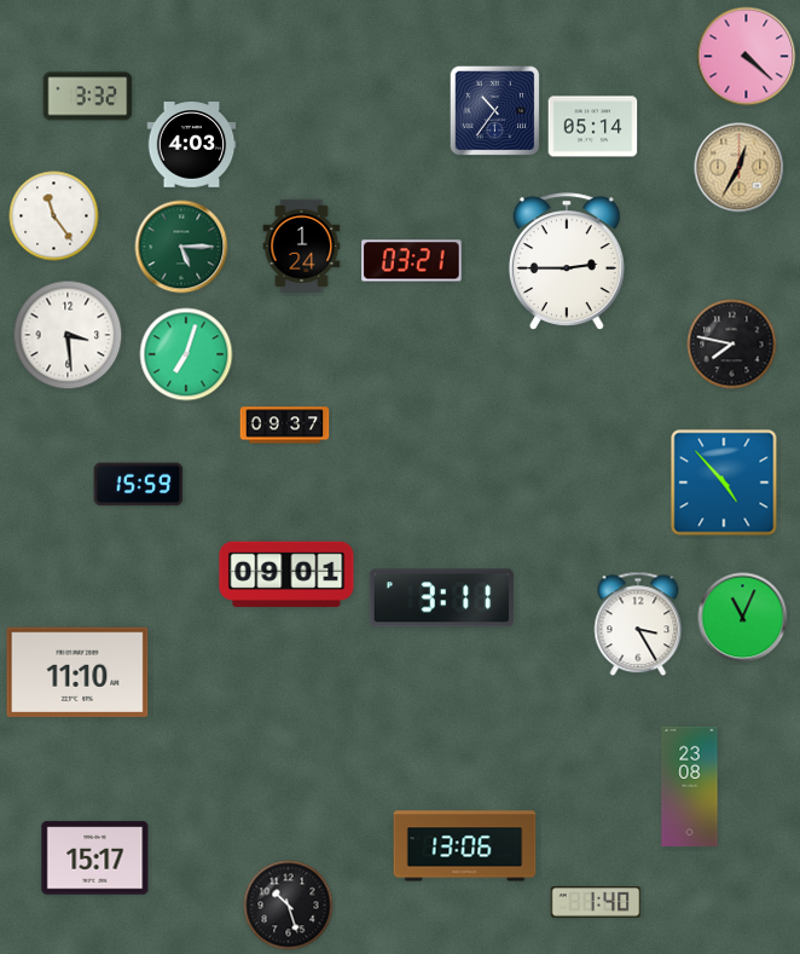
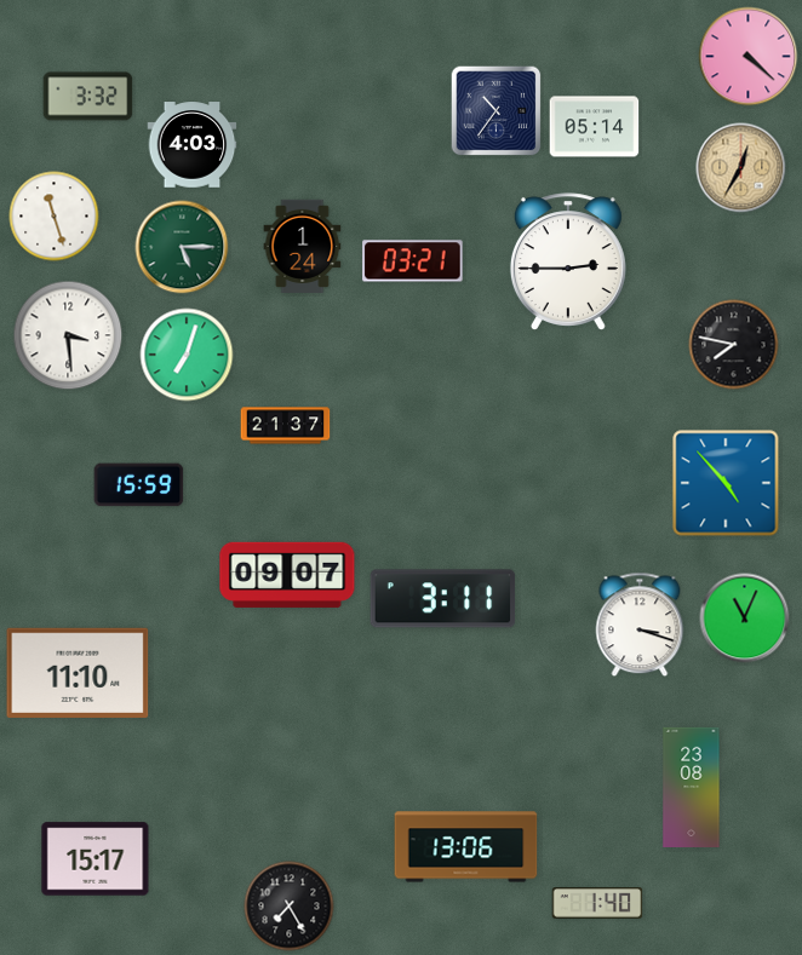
clock at (54, 216): 11:24 -> 11:27
clock at (285, 426): 09:37 -> 21:37
clock at (286, 574): 09:01 -> 09:07
clock at (638, 624): 3:25 -> 3:18
clock at (289, 906): 10:27 -> 7:25
